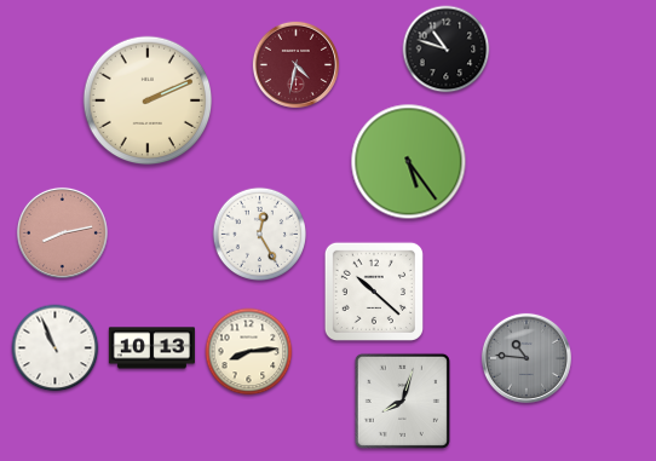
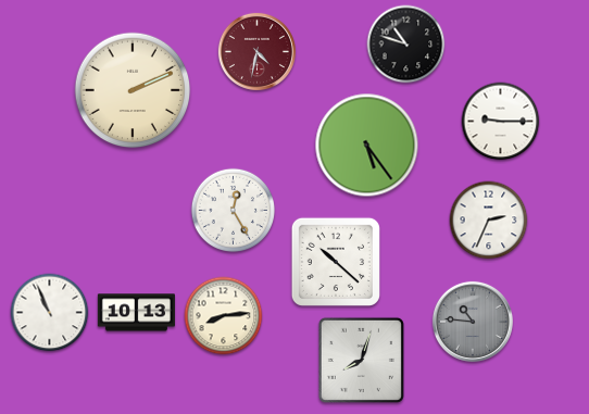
clock at (447, 50) position: (447, 50) -> (406, 45)
clock at (295, 64) position: (295, 64) -> (256, 51)
clock at (501, 122): none -> 9:15
clock at (62, 232): 8:13 -> none
clock at (489, 221): none -> 2:34
